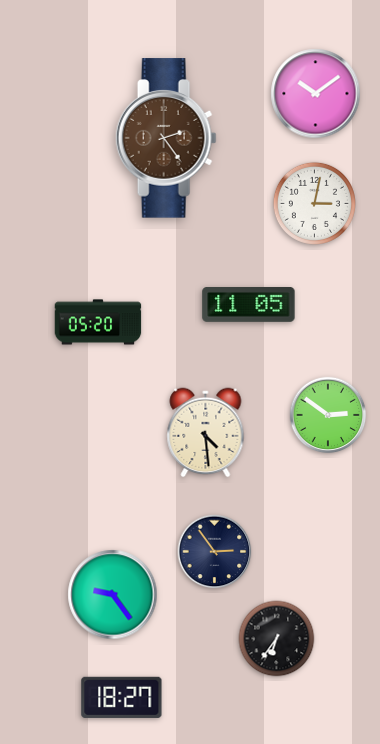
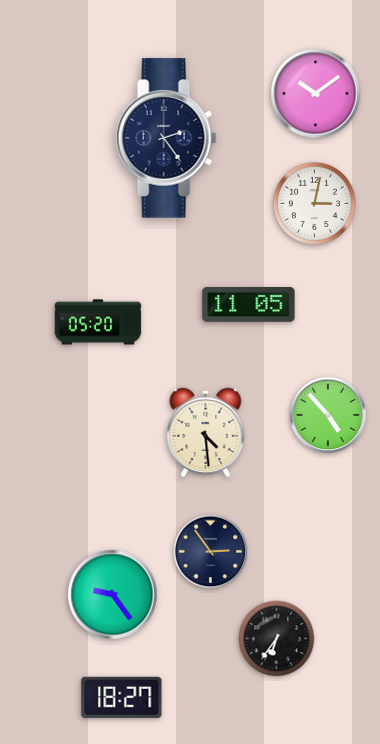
clock at (166, 138) dial: brown -> navy
clock at (328, 415): 2:51 -> 4:53
clock at (215, 552) position: (215, 552) -> (211, 552)
